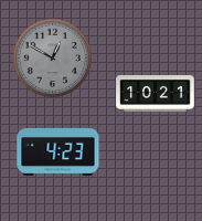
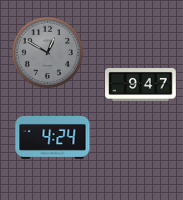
clock at (156, 94): 10:21 -> 9:47
clock at (59, 151): 4:23 -> 4:24
